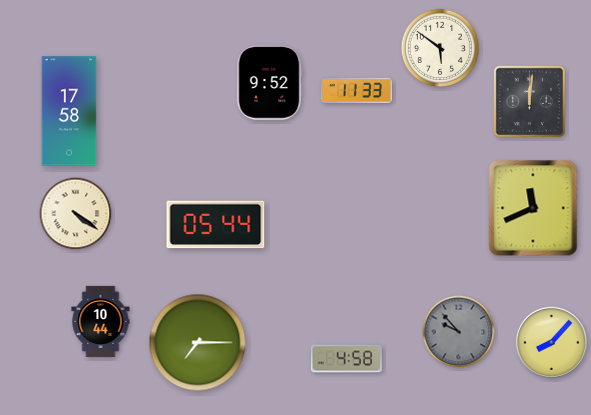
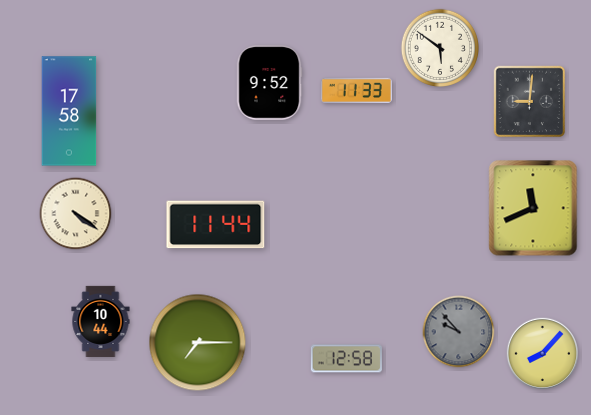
clock at (530, 102): 12:01 -> 9:01
clock at (216, 225): 05:44 -> 11:44
clock at (551, 342) position: (551, 342) -> (542, 353)
clock at (346, 359): 4:58 -> 12:58
